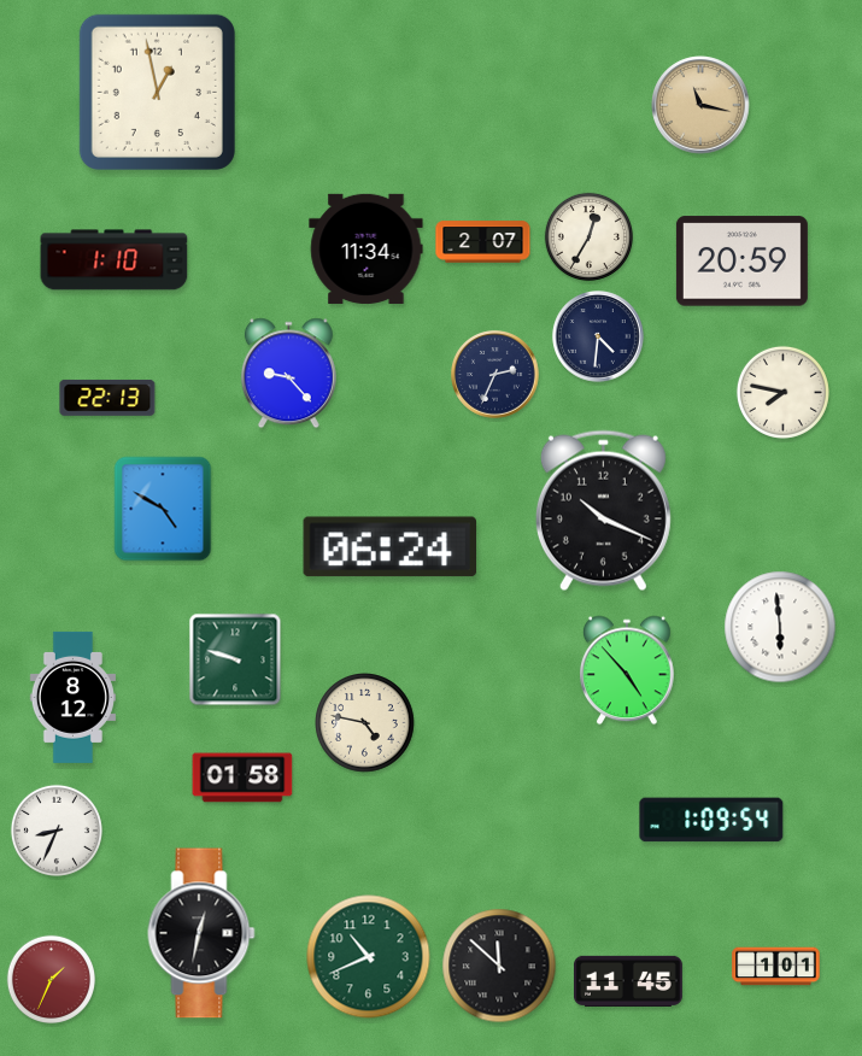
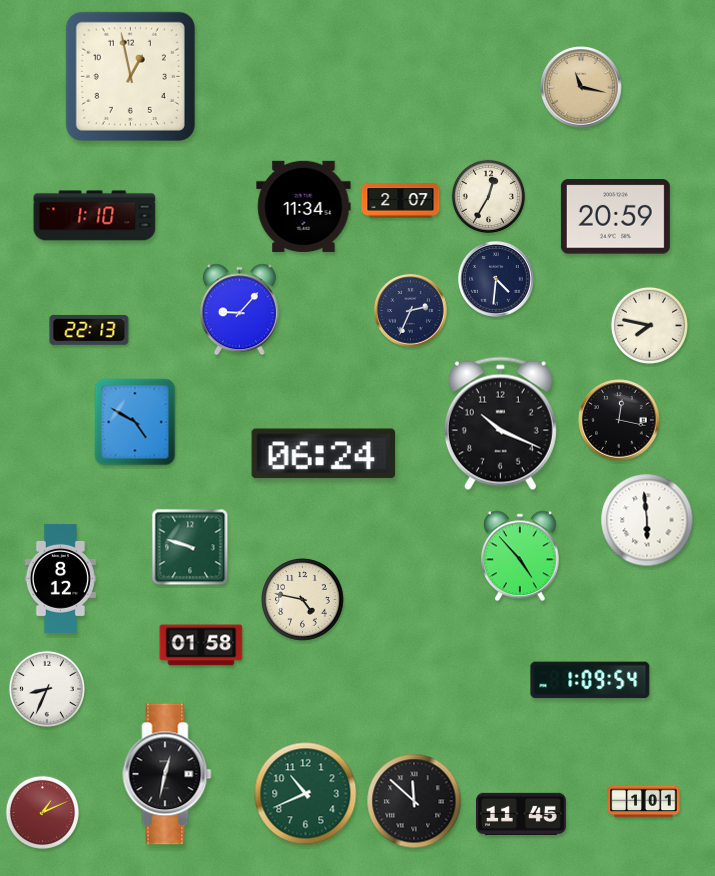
clock at (288, 374): 9:23 -> 9:07
clock at (619, 420): none -> 12:17
clock at (235, 659) position: (235, 659) -> (190, 547)
clock at (51, 979): 1:34 -> 1:11
